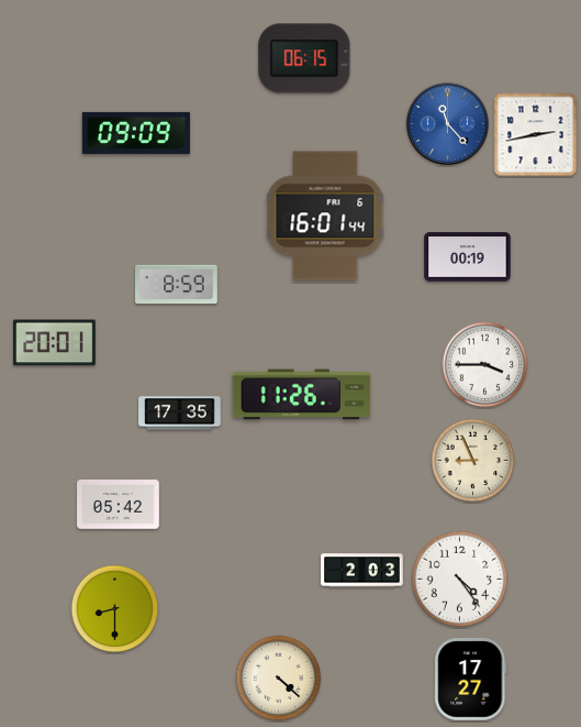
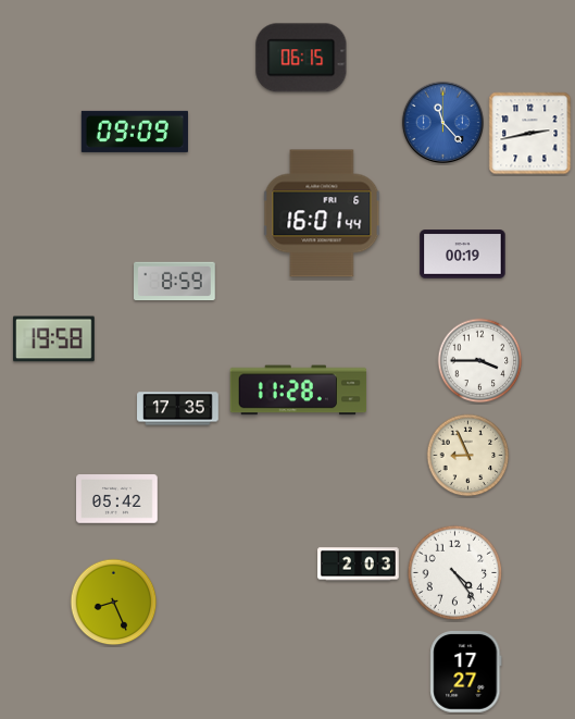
clock at (55, 343): 20:01 -> 19:58
clock at (302, 395): 11:26 -> 11:28
clock at (115, 609): 8:30 -> 8:26
clock at (279, 679): 4:22 -> none
